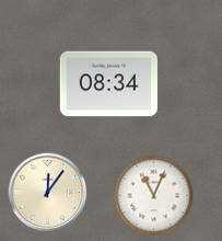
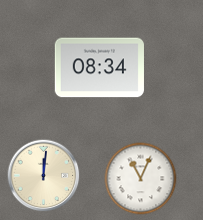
clock at (108, 84) position: (108, 84) -> (99, 68)
clock at (48, 193): 12:06 -> 12:01
